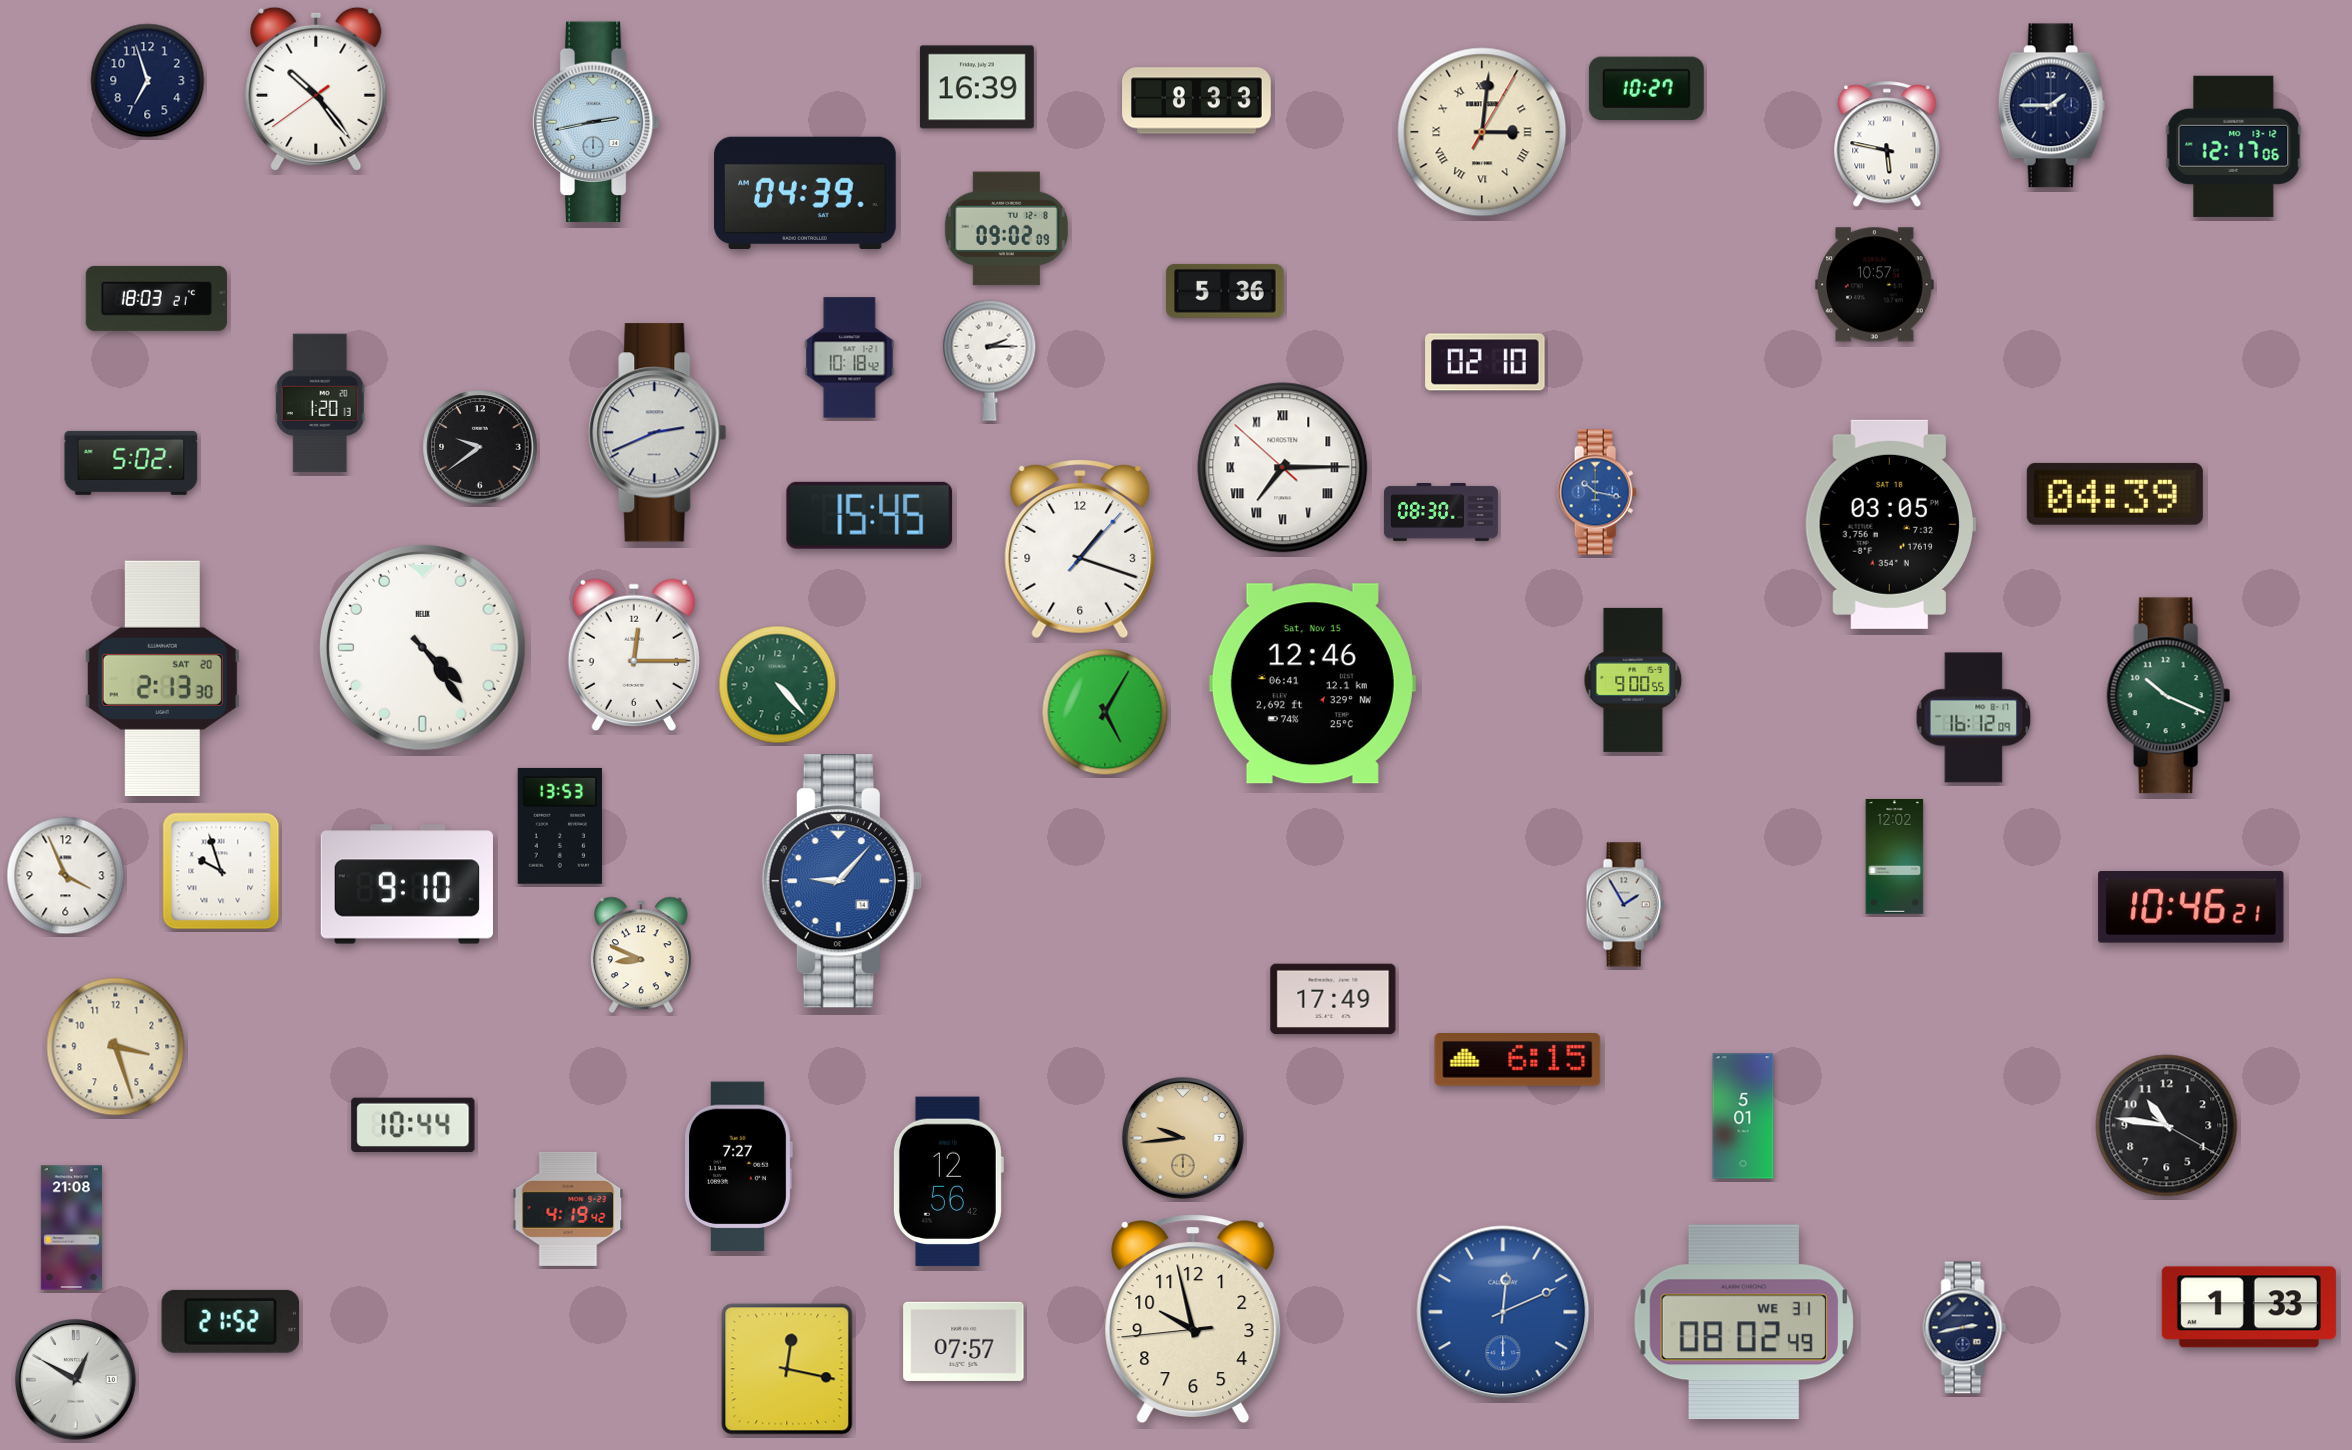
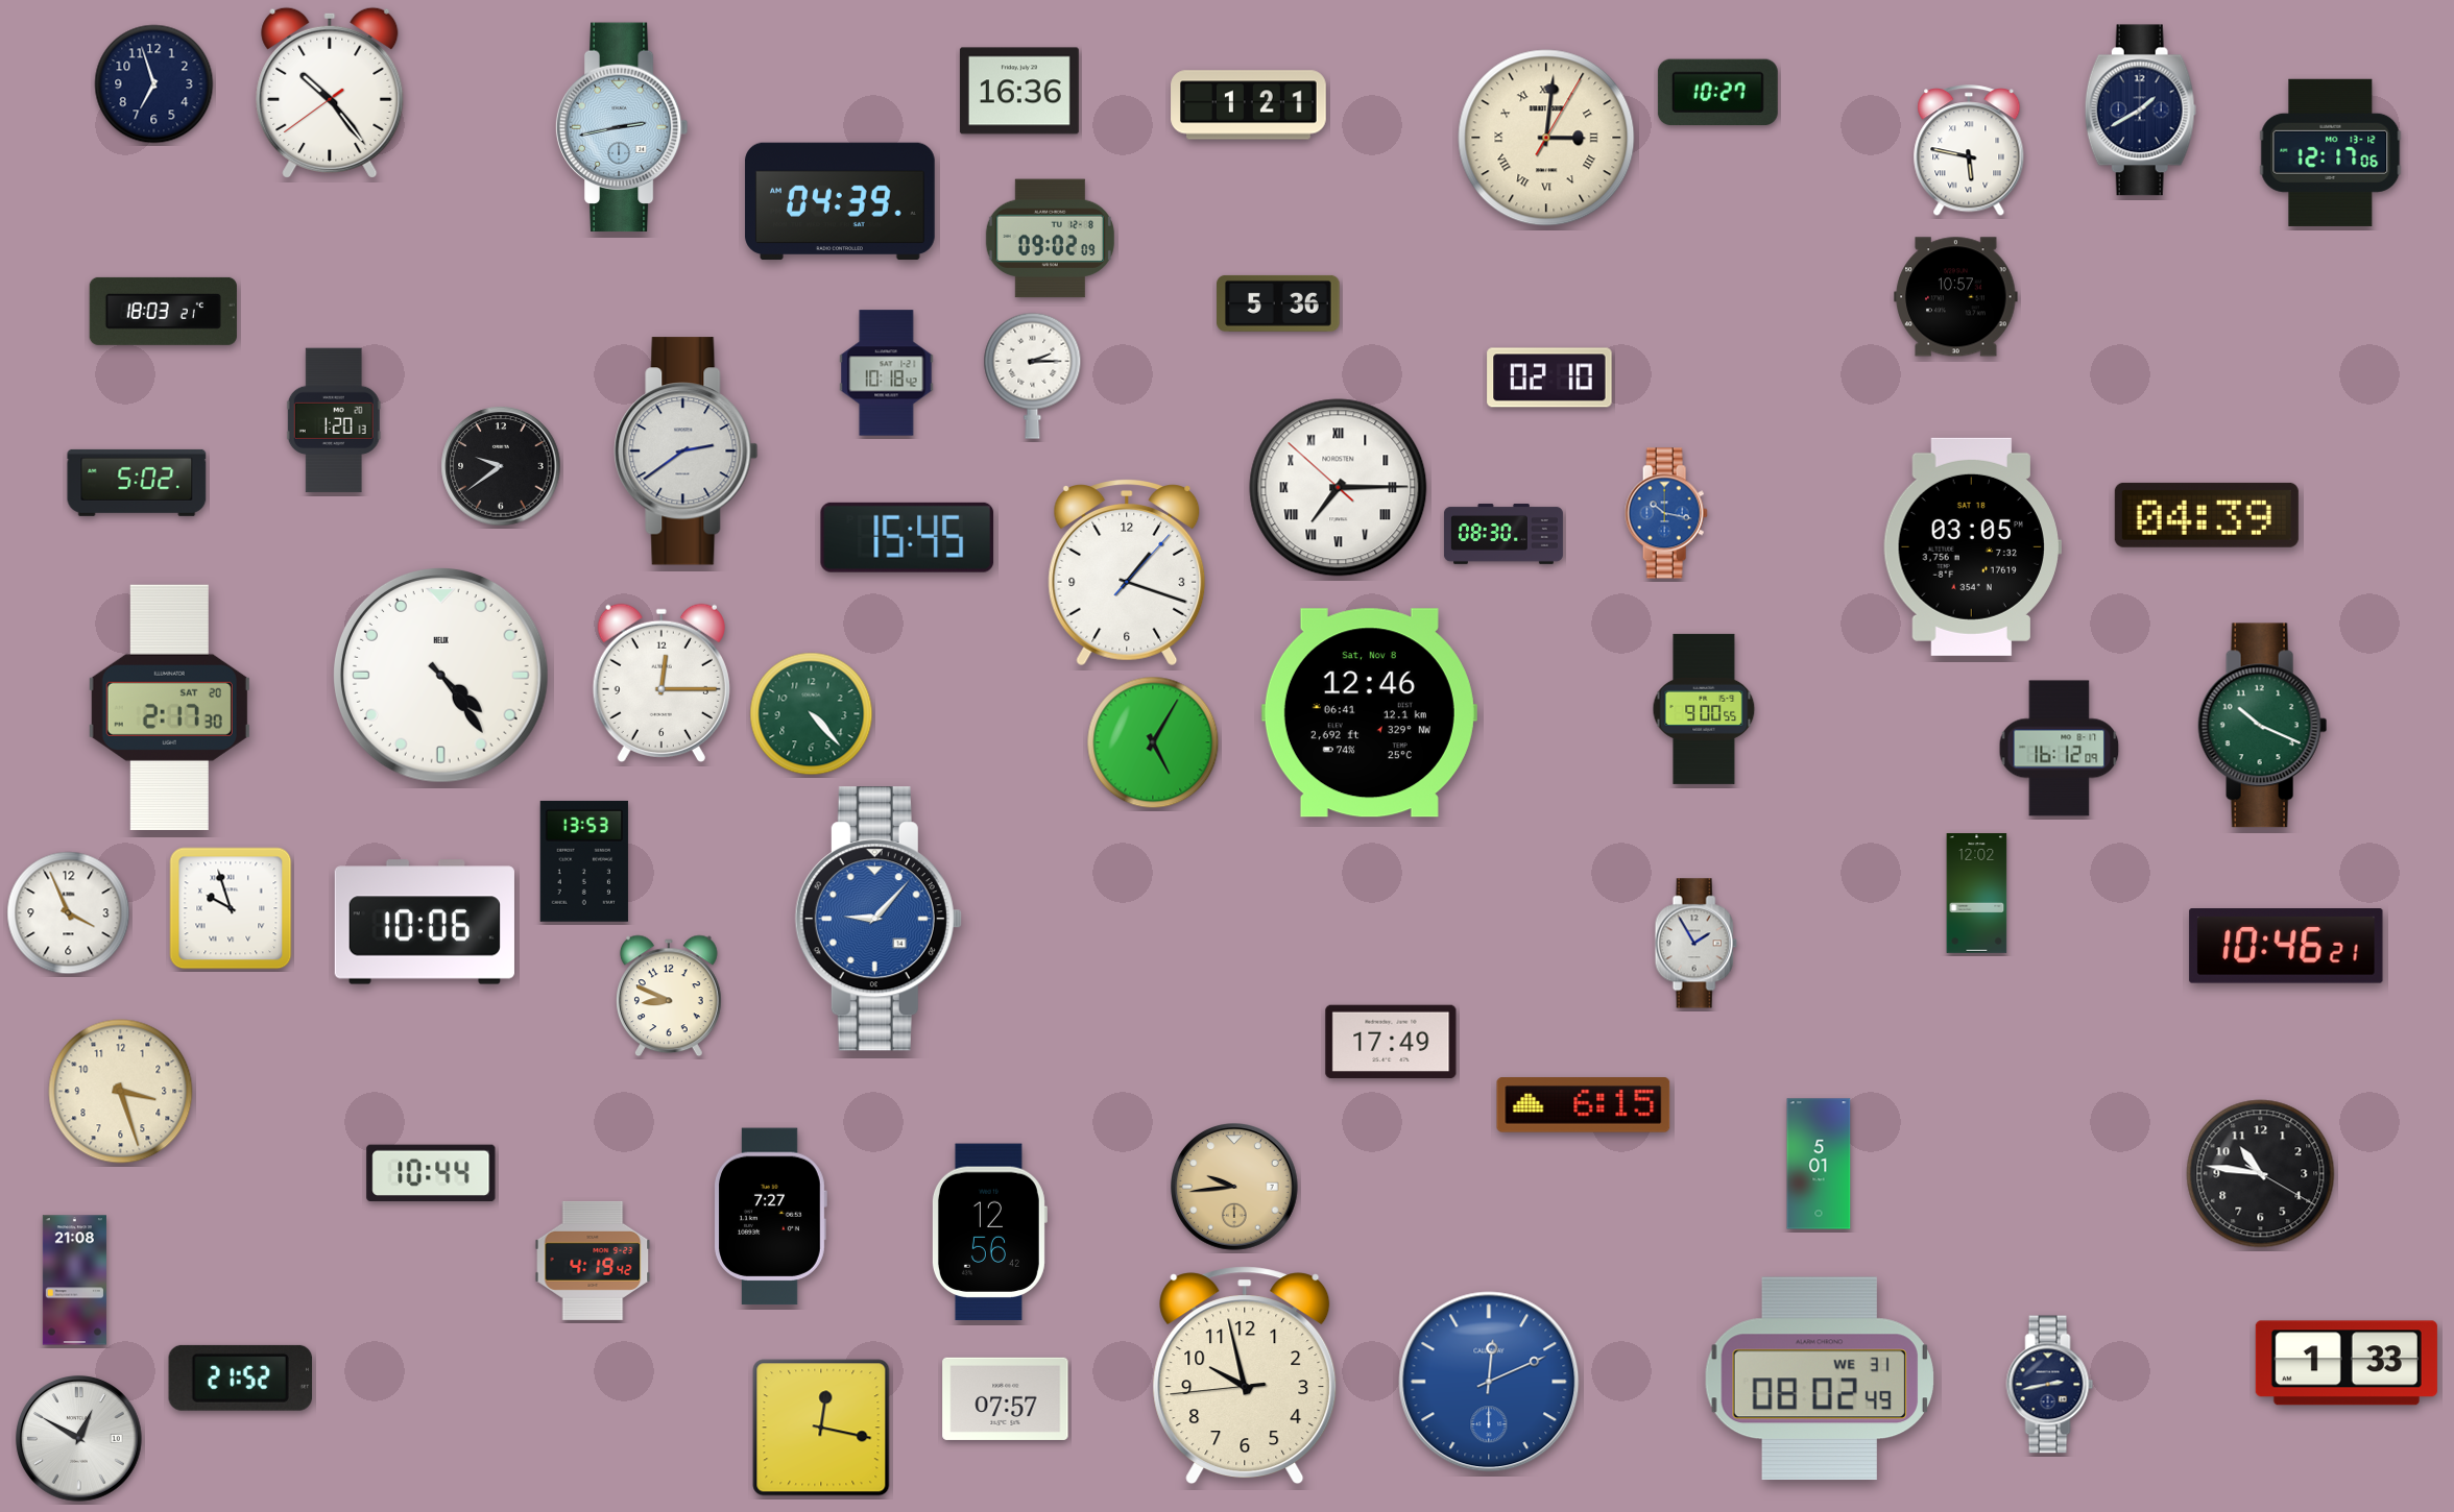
clock at (977, 87): 16:39 -> 16:36
clock at (1197, 101): 8:33 -> 1:21
clock at (2051, 106): 1:45 -> 1:40
clock at (658, 433): 2:41 -> 2:39
clock at (162, 678): 2:13 -> 2:17
clock at (1312, 684) date: Sat, Nov 15 -> Sat, Nov 8
clock at (407, 884): 9:10 -> 10:06
clock at (1503, 1312) position: (1503, 1312) -> (1489, 1382)
